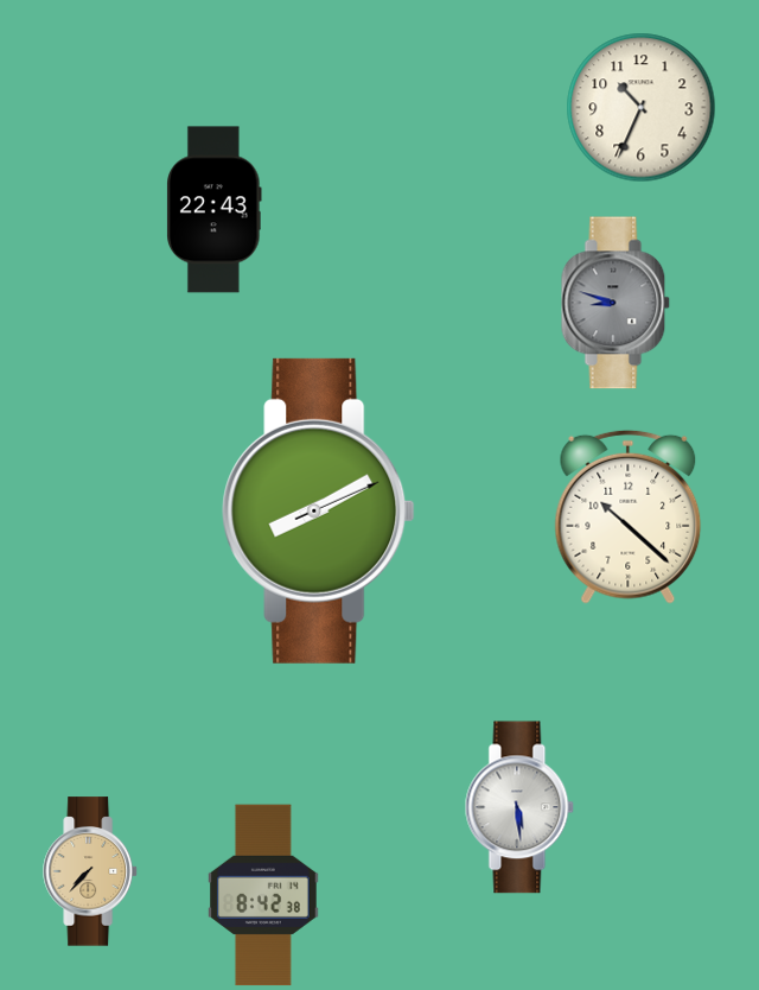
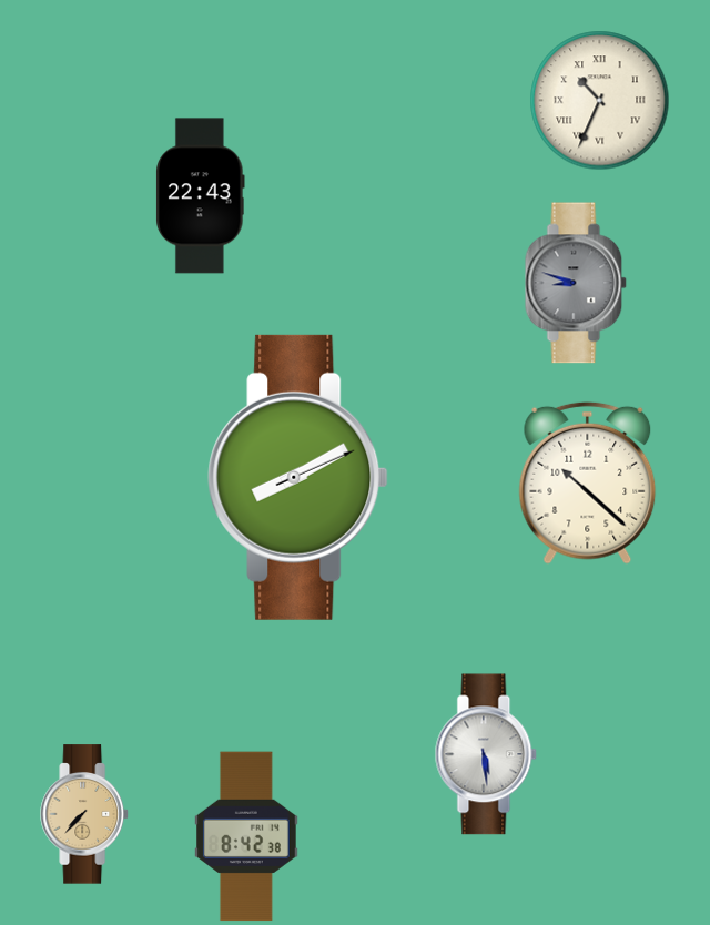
clock at (642, 108) numerals: Arabic -> Roman
